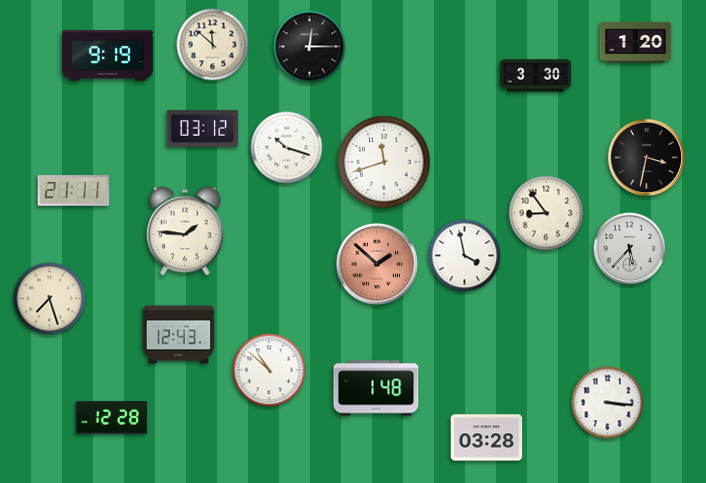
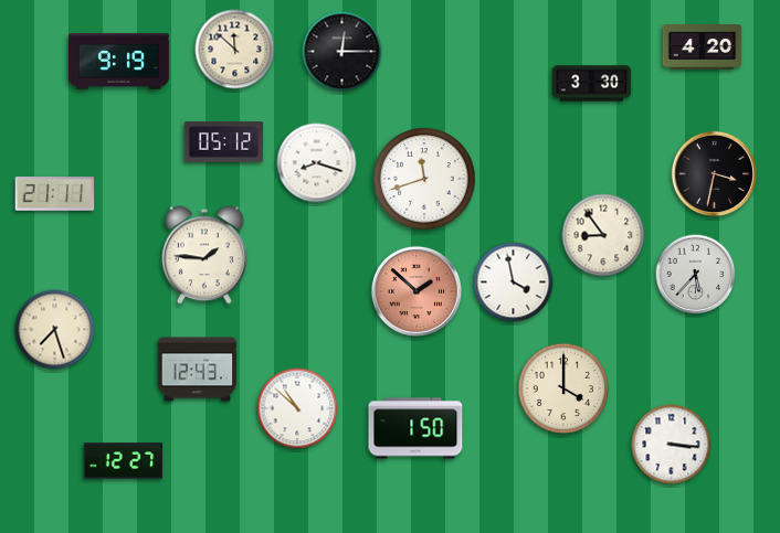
clock at (636, 43): 1:20 -> 4:20
clock at (203, 129): 03:12 -> 05:12
clock at (287, 148): 10:18 -> 8:18
clock at (74, 191) position: (74, 191) -> (55, 194)
clock at (563, 388): none -> 4:00
clock at (376, 388): 1:48 -> 1:50
clock at (112, 418): 12:28 -> 12:27
clock at (487, 438): 03:28 -> none
